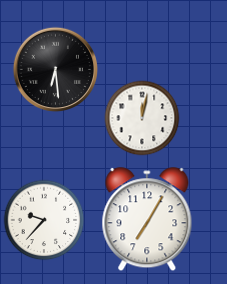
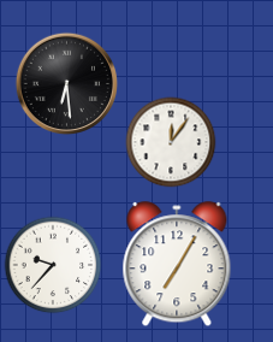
clock at (142, 118): 12:02 -> 12:06
